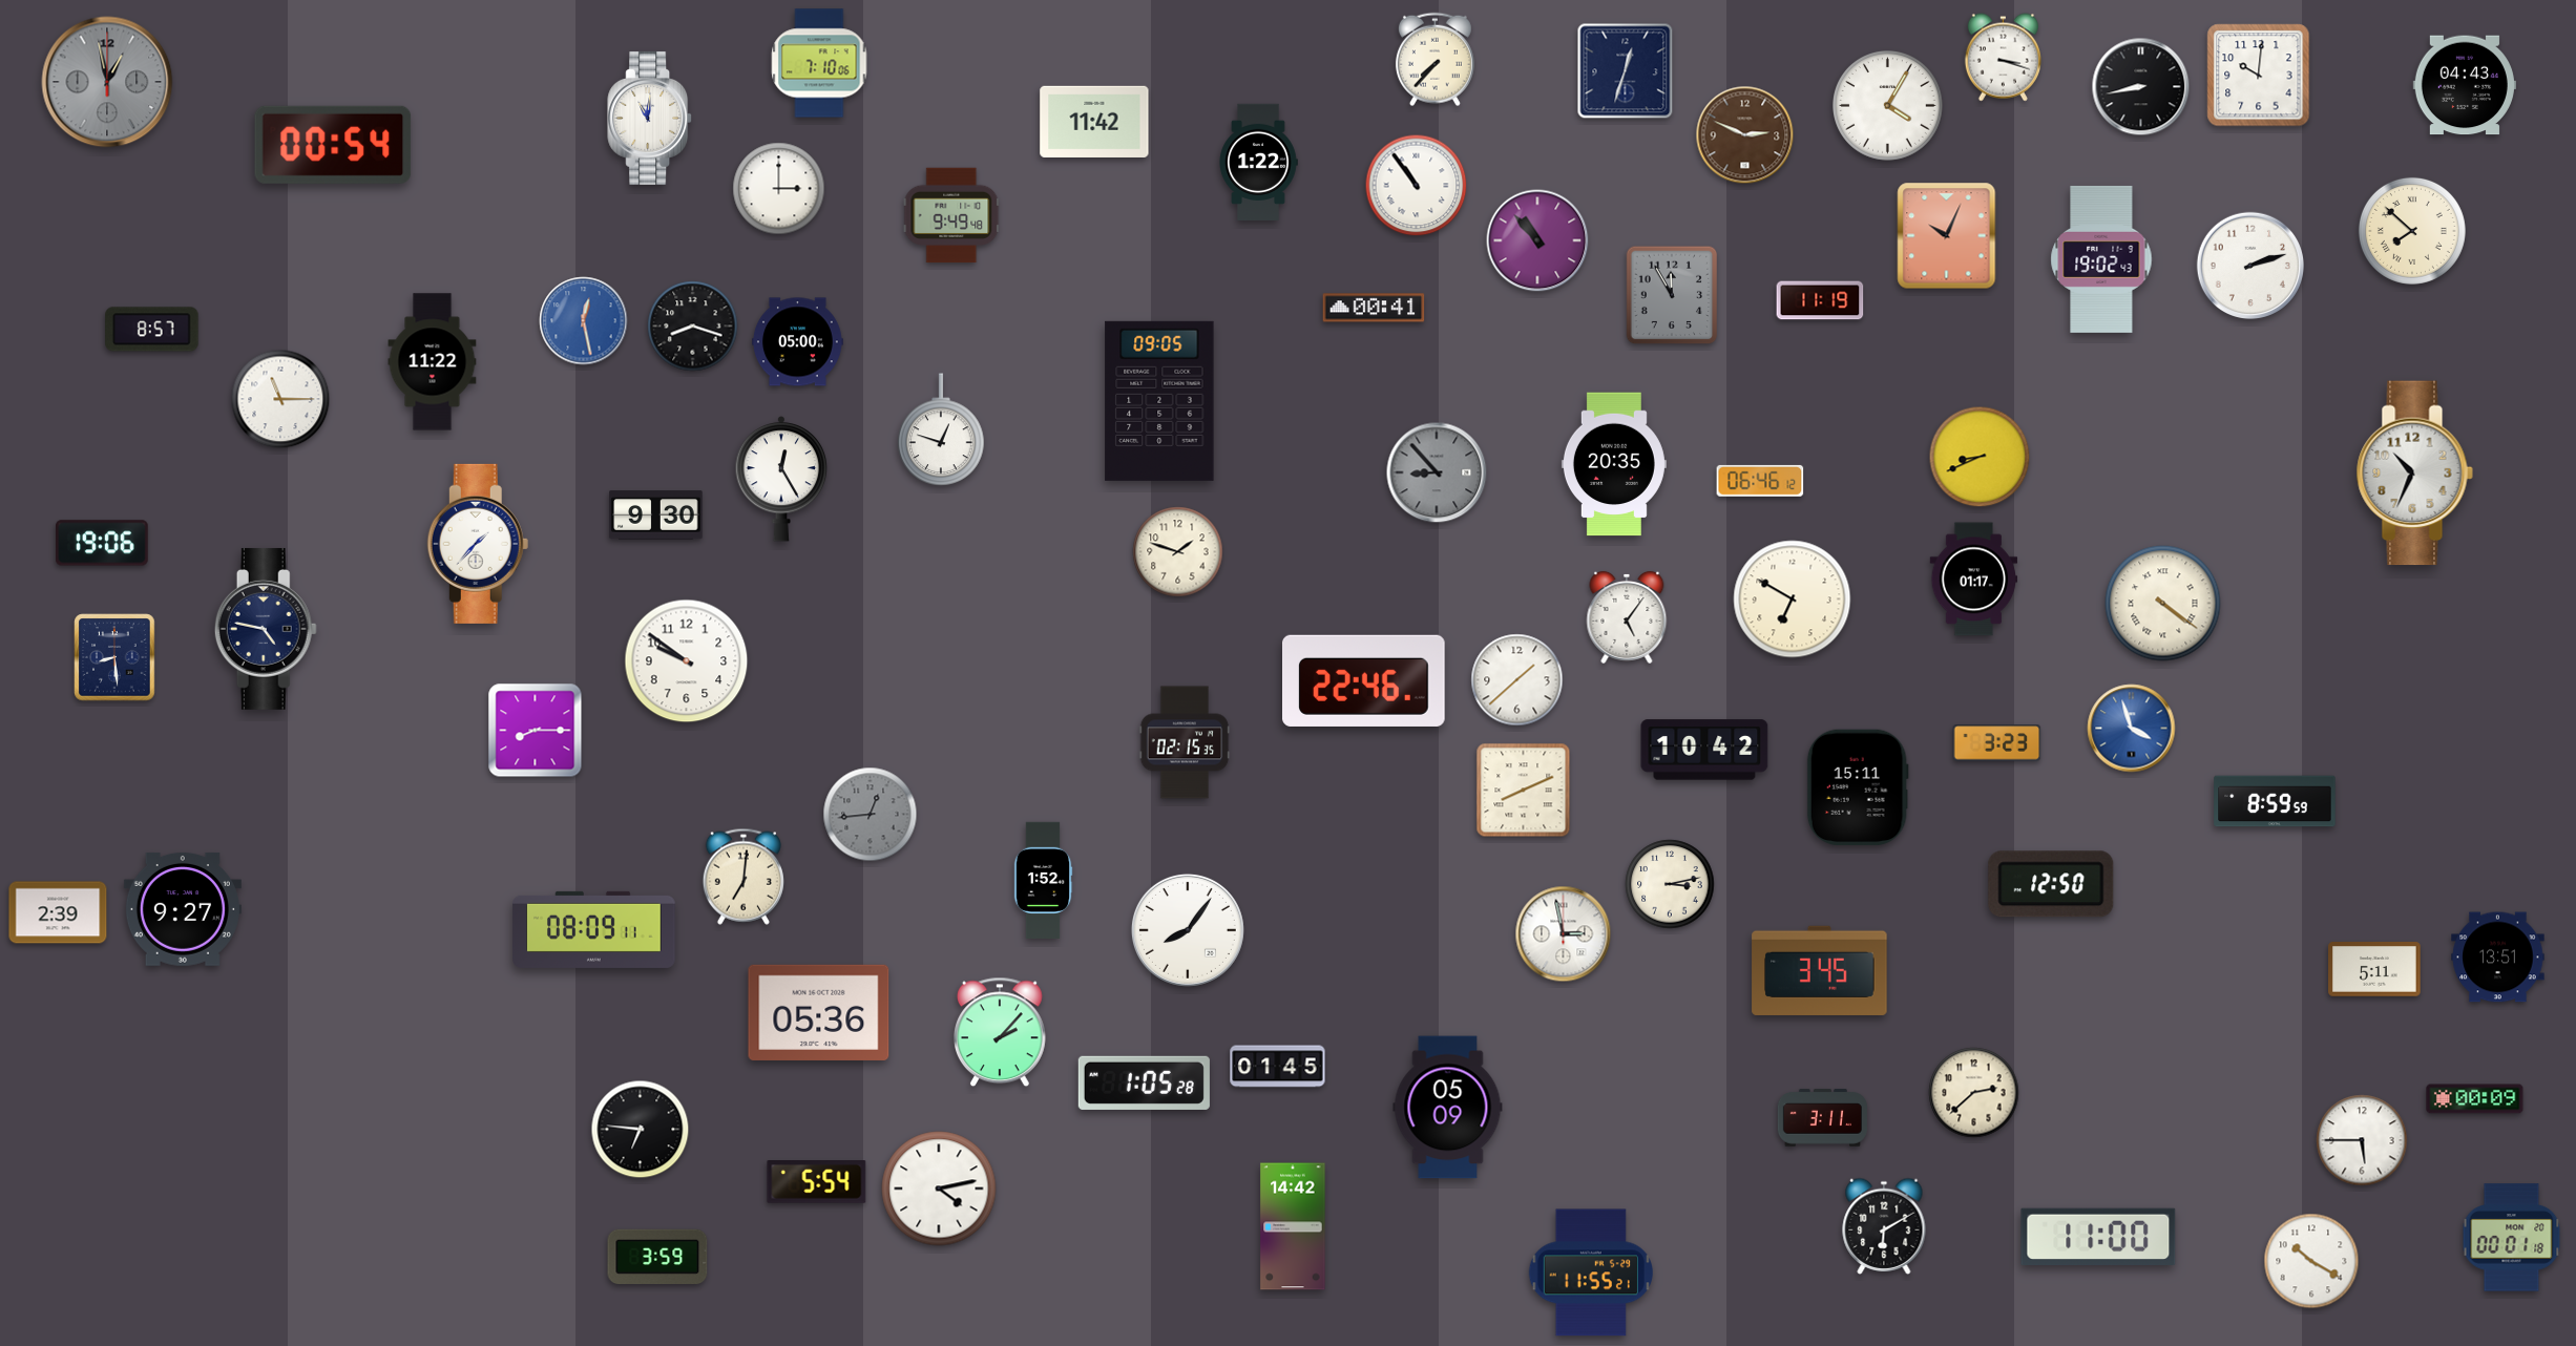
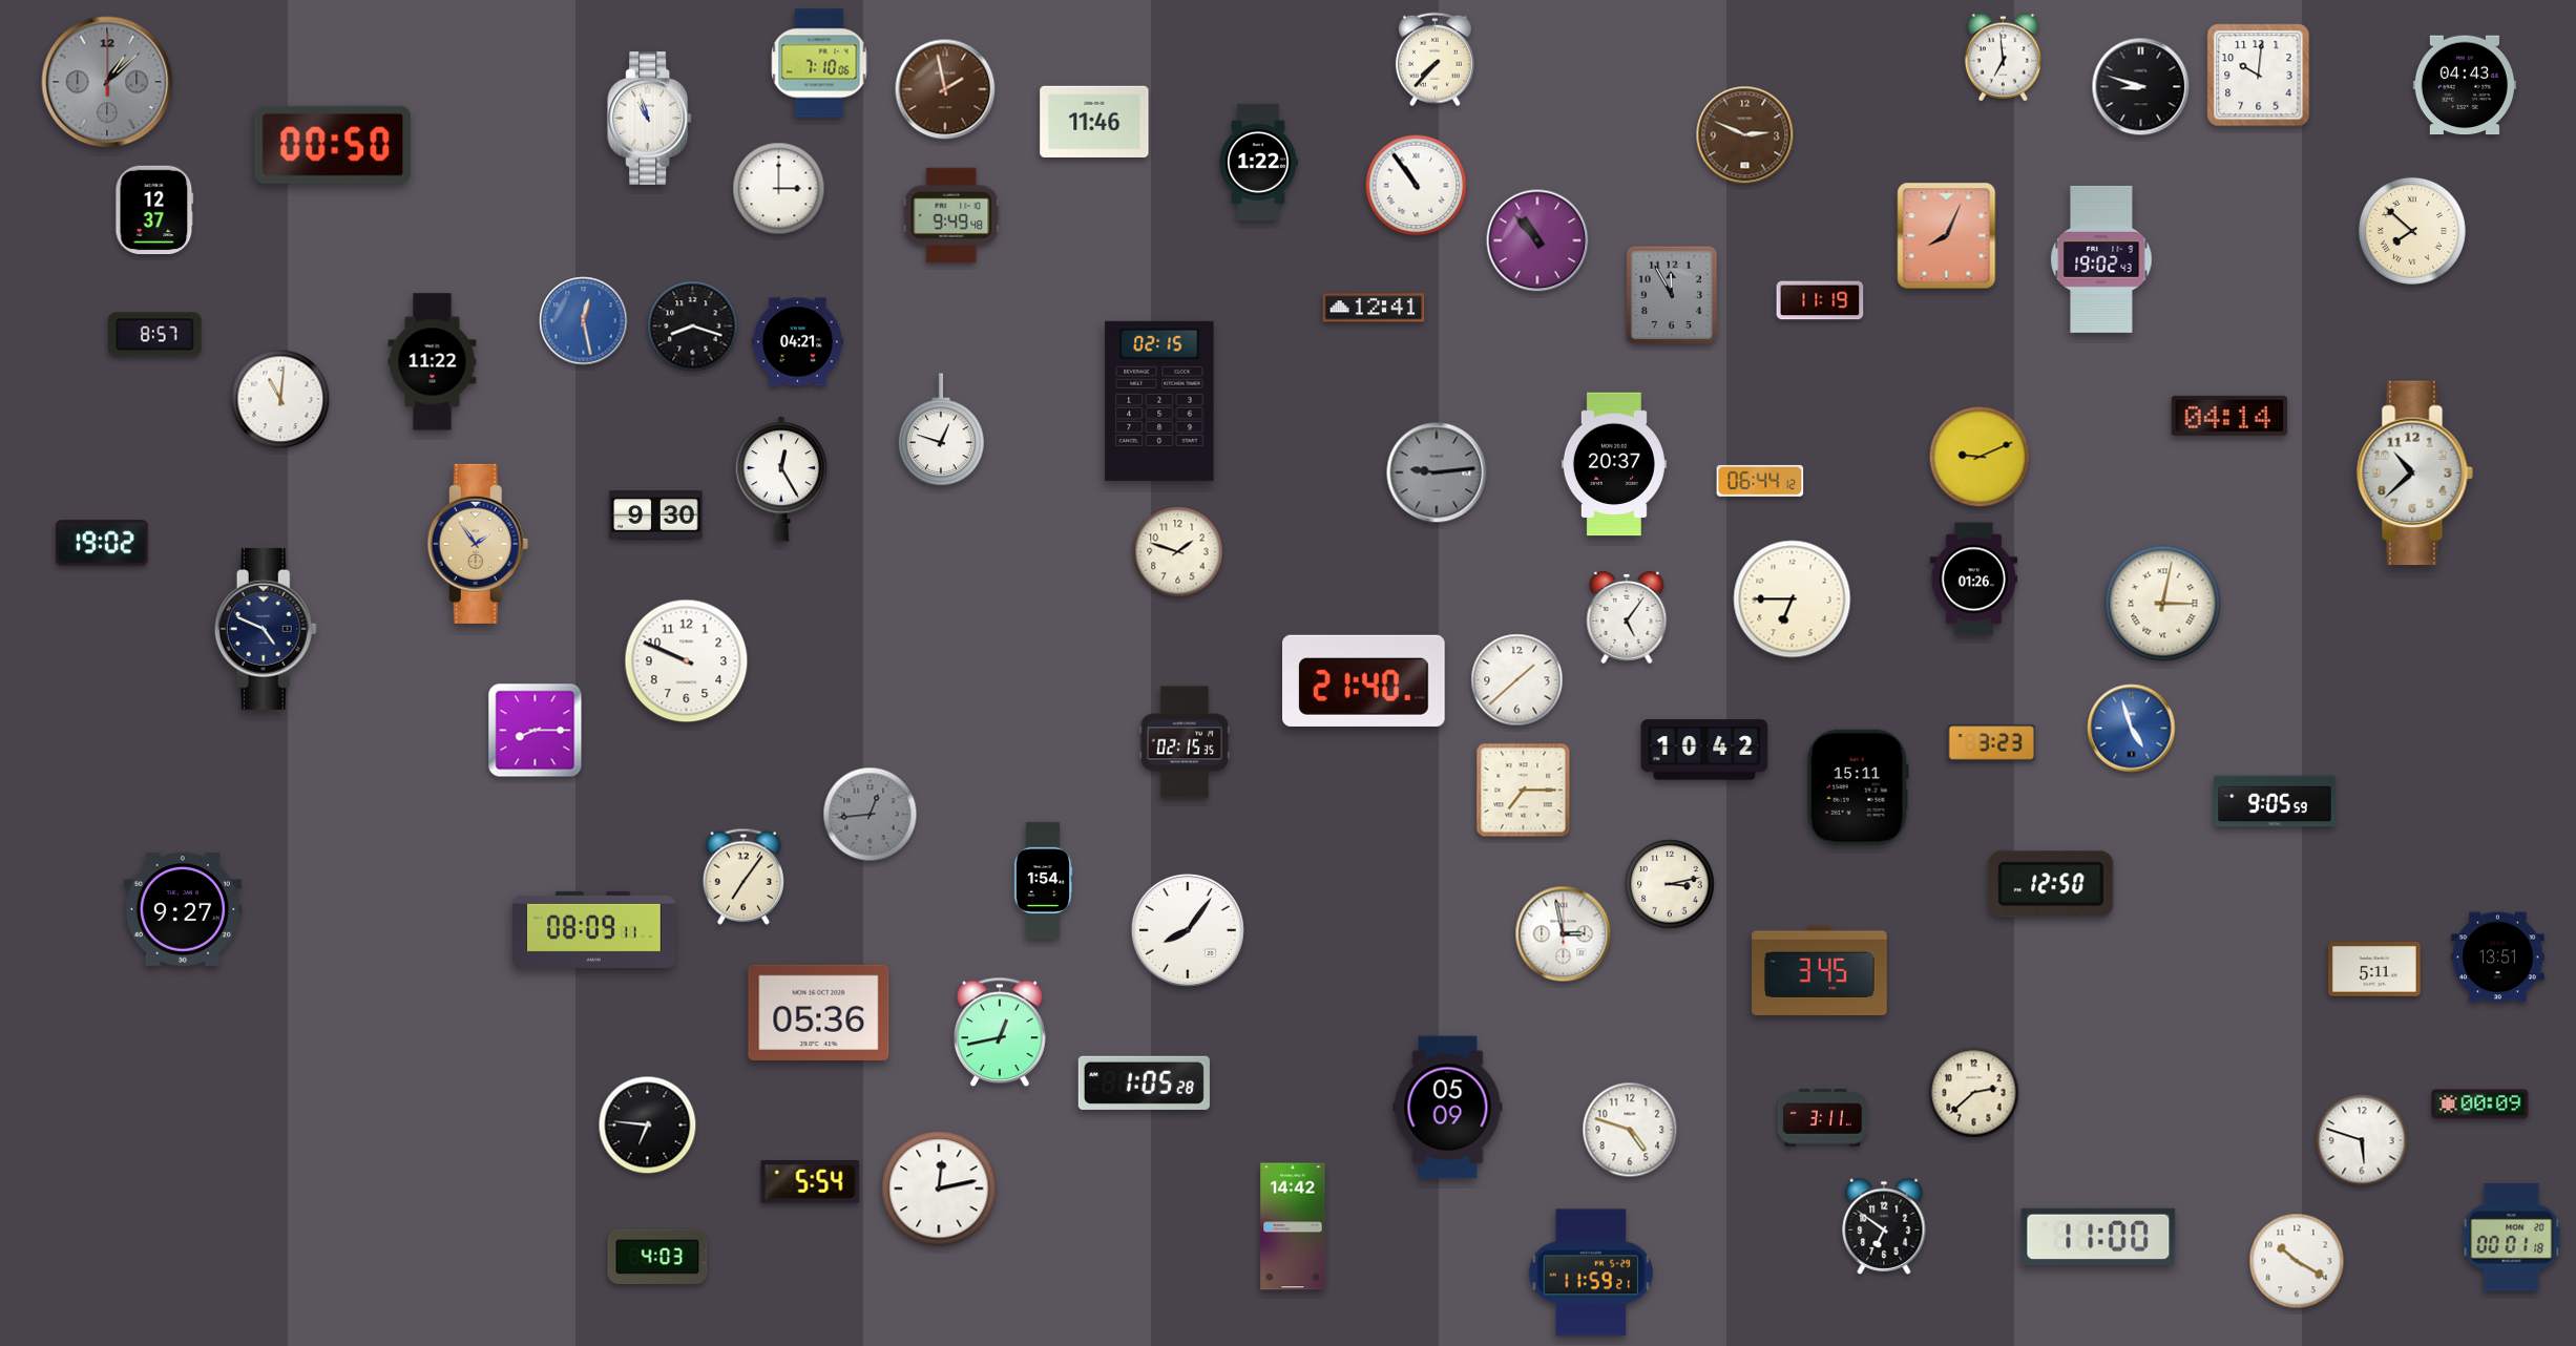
clock at (2003, 58): 3:18 -> 6:59
clock at (1626, 71): 12:33 -> none
clock at (107, 82): 12:58 -> 1:08
clock at (2141, 87): 8:43 -> 8:48
clock at (945, 89): none -> 1:58
clock at (1888, 106): 4:05 -> none
clock at (650, 118): 11:01 -> 10:57
clock at (1094, 122): 11:42 -> 11:46
clock at (333, 145): 00:54 -> 00:50
clock at (154, 210): none -> 12:37
clock at (1947, 236): 10:04 -> 8:04
clock at (2250, 266): 2:12 -> none
clock at (1374, 308): 00:41 -> 12:41
clock at (152, 330) position: (152, 330) -> (155, 335)
clock at (797, 342): 05:00 -> 04:21
clock at (280, 399): 11:15 -> 11:01
clock at (1159, 401): 09:05 -> 02:15
clock at (2229, 416): none -> 04:14
clock at (1980, 457): 8:41 -> 9:11
clock at (1614, 464): 20:35 -> 20:37
clock at (1437, 472): 8:53 -> 9:14
clock at (2414, 474): 10:34 -> 10:38
clock at (1760, 481): 06:46 -> 06:44
clock at (103, 543): 19:06 -> 19:02
clock at (478, 544): 1:37 -> 1:54
clock at (478, 544) dial: white -> champagne
clock at (1974, 580): 01:17 -> 01:26
clock at (1793, 600): 6:50 -> 6:45
clock at (2163, 604): 4:21 -> 3:02
clock at (266, 629): 4:47 -> 4:49
clock at (114, 657): 8:29 -> none
clock at (687, 661): 9:51 -> 9:49
clock at (1364, 680): 22:46 -> 21:40
clock at (2132, 729): 3:57 -> 4:57
clock at (1997, 743) position: (1997, 743) -> (1992, 743)
clock at (1524, 791): 8:11 -> 7:15
clock at (2275, 801): 8:59 -> 9:05
clock at (744, 877): 7:01 -> 7:06
clock at (1043, 881): 1:52 -> 1:54
clock at (58, 912): 2:39 -> none
clock at (1000, 1032): 2:07 -> 12:43
clock at (1278, 1067): 01:45 -> none
clock at (2475, 1099) position: (2475, 1099) -> (2480, 1105)
clock at (641, 1130) position: (641, 1130) -> (648, 1126)
clock at (1630, 1130): none -> 4:48
clock at (2362, 1140): 5:45 -> 5:48
clock at (817, 1182) position: (817, 1182) -> (811, 1182)
clock at (939, 1189): 4:13 -> 12:13
clock at (1884, 1226): 6:10 -> 6:51
clock at (657, 1256): 3:59 -> 4:03
clock at (2311, 1261) position: (2311, 1261) -> (2297, 1261)
clock at (1591, 1273): 11:55 -> 11:59
